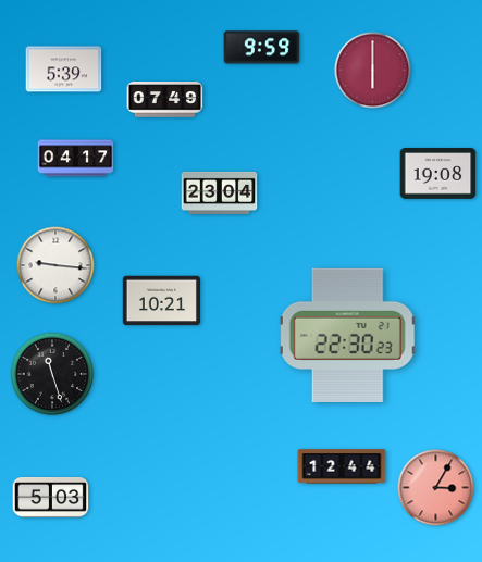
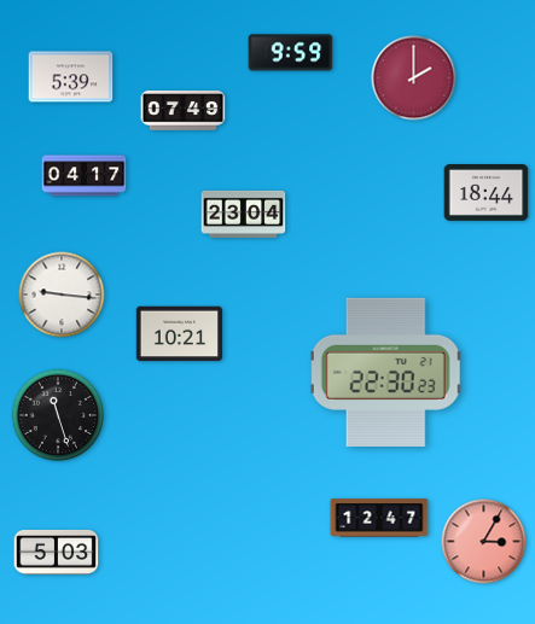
clock at (373, 71): 6:00 -> 2:00
clock at (438, 174): 19:08 -> 18:44
clock at (342, 466): 12:44 -> 12:47
